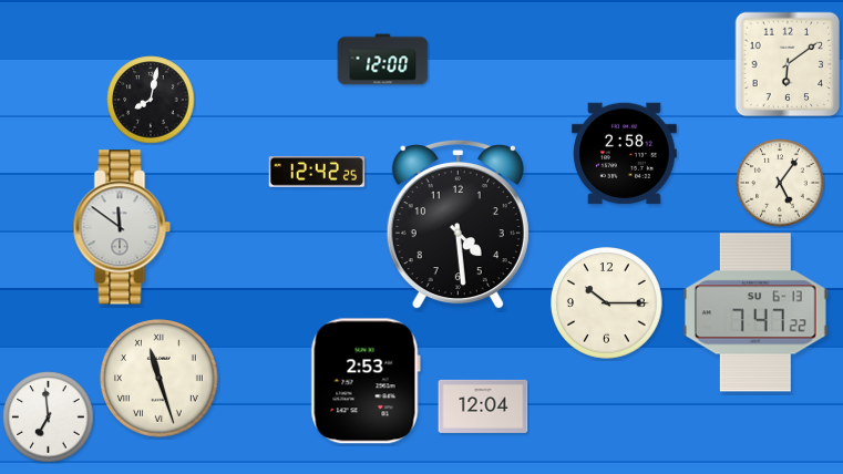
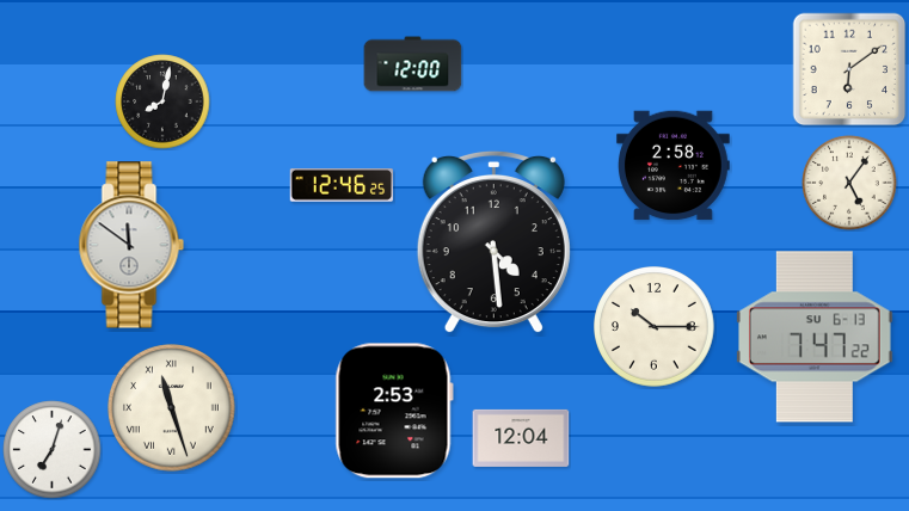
clock at (151, 100) position: (151, 100) -> (162, 101)
clock at (317, 173): 12:42 -> 12:46
clock at (780, 183) position: (780, 183) -> (849, 183)
clock at (49, 418): 6:59 -> 7:03
